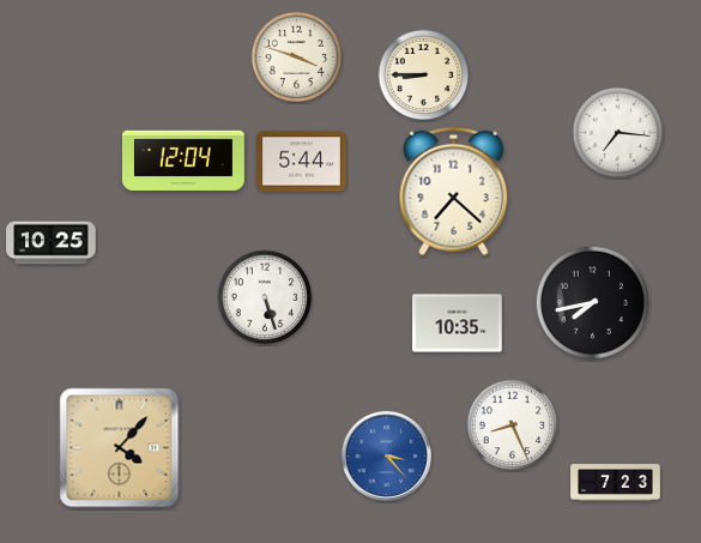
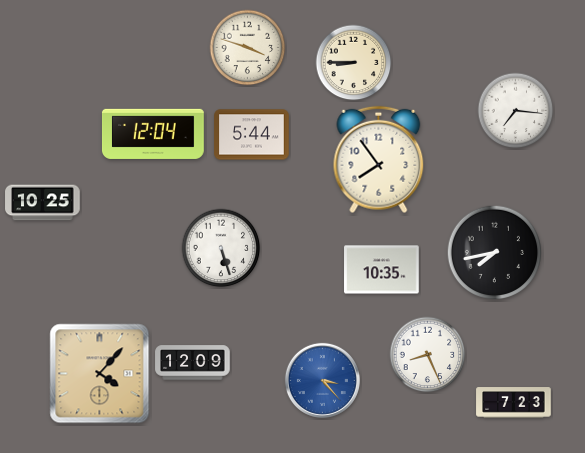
clock at (454, 192): 7:22 -> 7:54
clock at (193, 363): none -> 12:09
